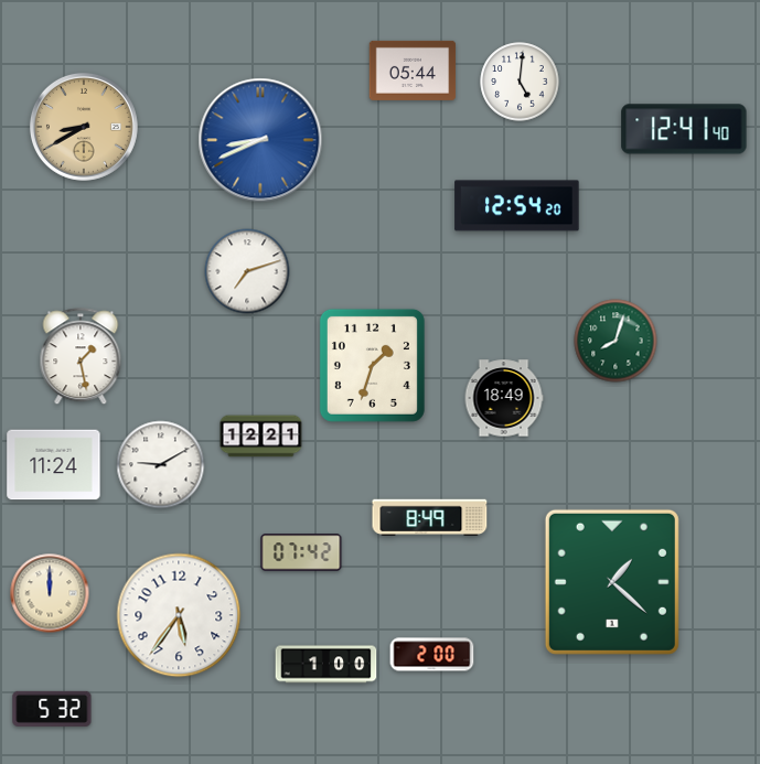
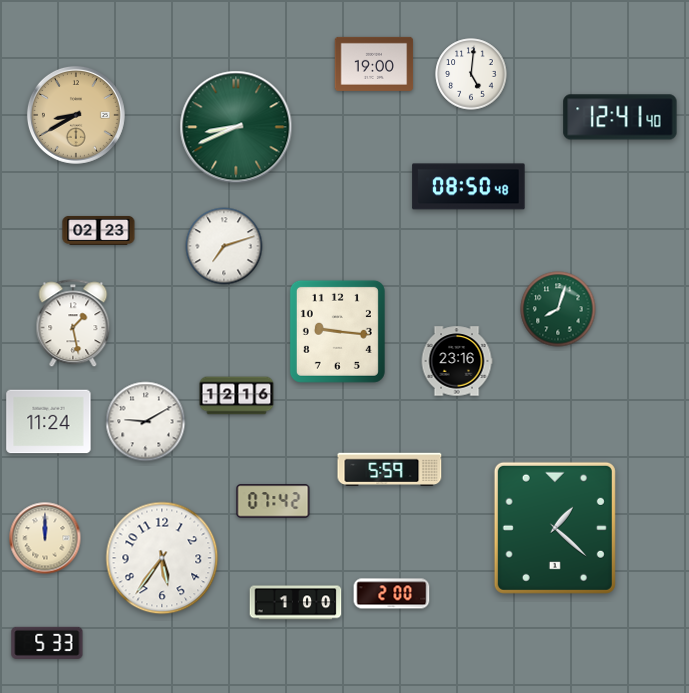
clock at (413, 71): 05:44 -> 19:00
clock at (260, 140) dial: blue -> green
clock at (517, 206): 12:54 -> 08:50
clock at (99, 230): none -> 02:23
clock at (372, 365): 1:33 -> 9:16
clock at (504, 398): 18:49 -> 23:16
clock at (261, 437): 12:21 -> 12:16
clock at (430, 518): 8:49 -> 5:59
clock at (52, 709): 5:32 -> 5:33
